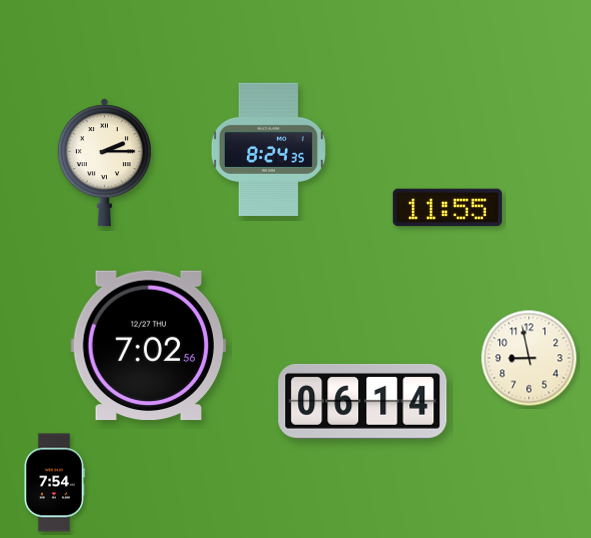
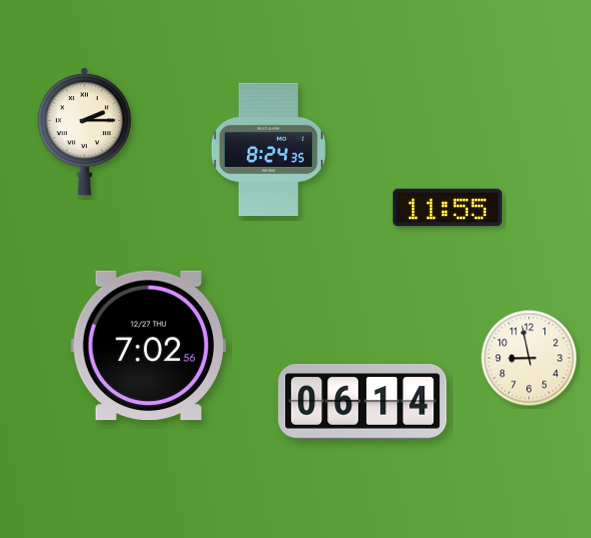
clock at (104, 163) position: (104, 163) -> (84, 132)
clock at (54, 483): 7:54 -> none
